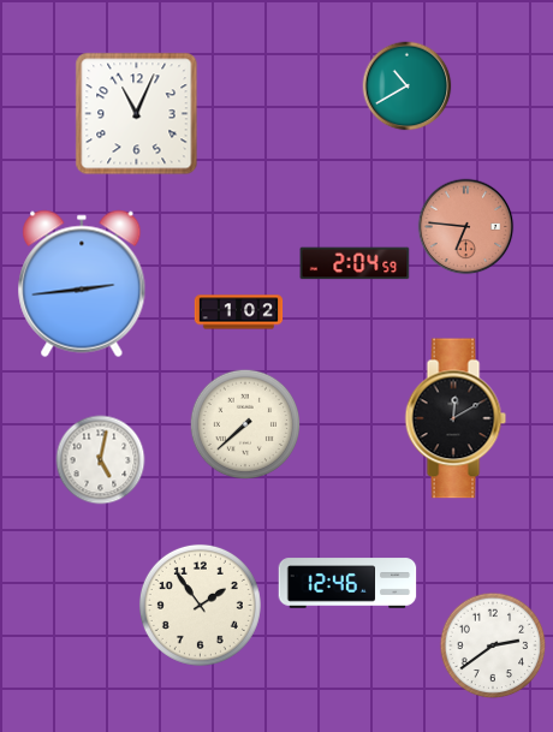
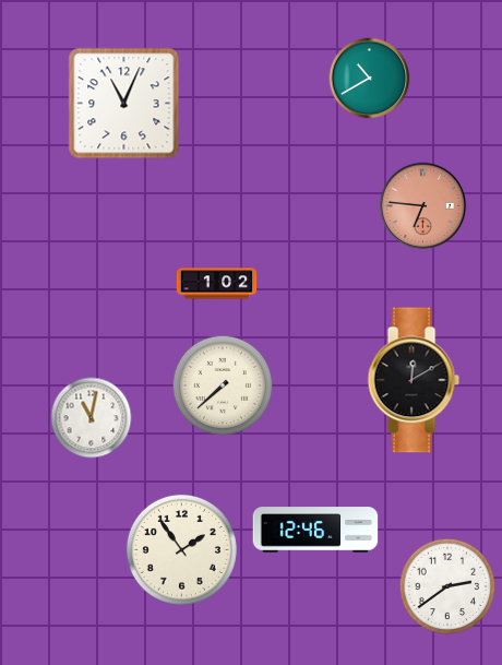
clock at (355, 263): 2:04 -> none
clock at (82, 284): 2:44 -> none
clock at (101, 460): 5:02 -> 11:02
